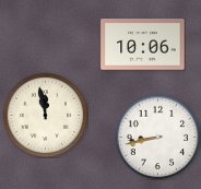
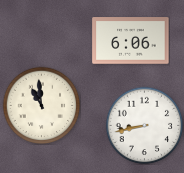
clock at (143, 45): 10:06 -> 6:06
clock at (45, 115): 11:58 -> 10:59
